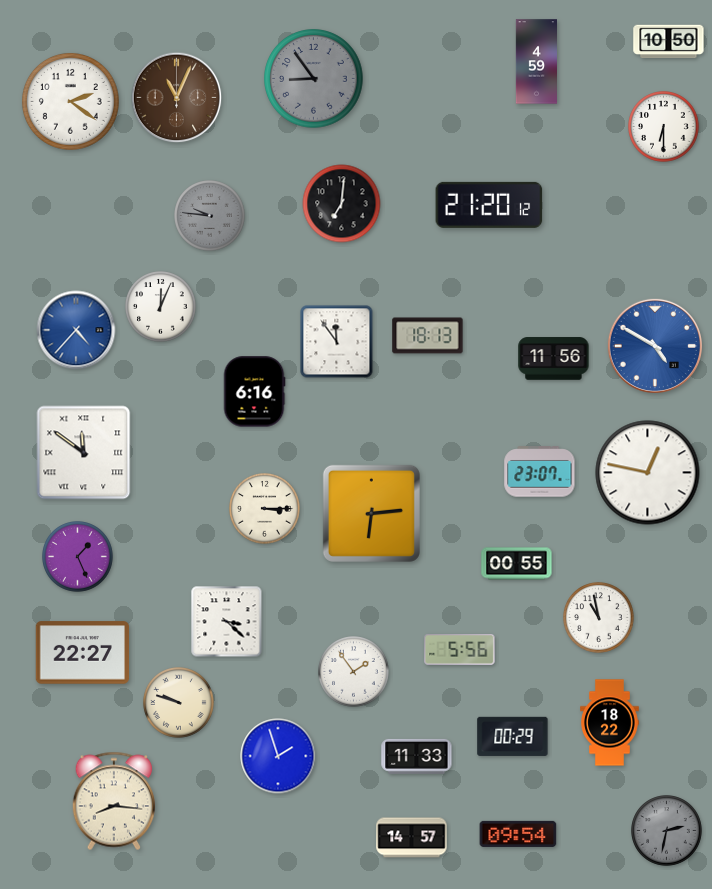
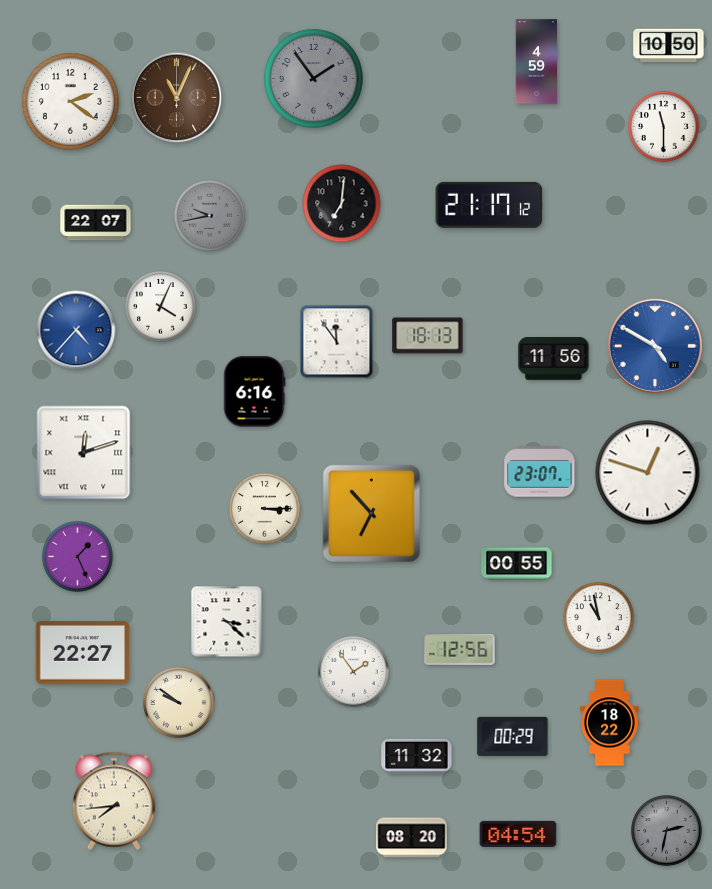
clock at (669, 42) position: (669, 42) -> (669, 46)
clock at (314, 79): 8:54 -> 1:54
clock at (664, 127): 6:30 -> 11:30
clock at (489, 205): 21:20 -> 21:17
clock at (210, 216): 9:46 -> 9:43
clock at (96, 223): none -> 22:07
clock at (161, 307): 12:04 -> 4:04
clock at (84, 453): 11:51 -> 12:12
clock at (648, 473): 12:47 -> 12:48
clock at (371, 513): 6:14 -> 6:53
clock at (460, 650): 5:56 -> 12:56
clock at (179, 703): 9:48 -> 9:51
clock at (278, 756): 1:57 -> none
clock at (417, 756): 11:33 -> 11:32
clock at (114, 801): 8:16 -> 7:44
clock at (518, 834): 09:54 -> 04:54
clock at (412, 838): 14:57 -> 08:20
